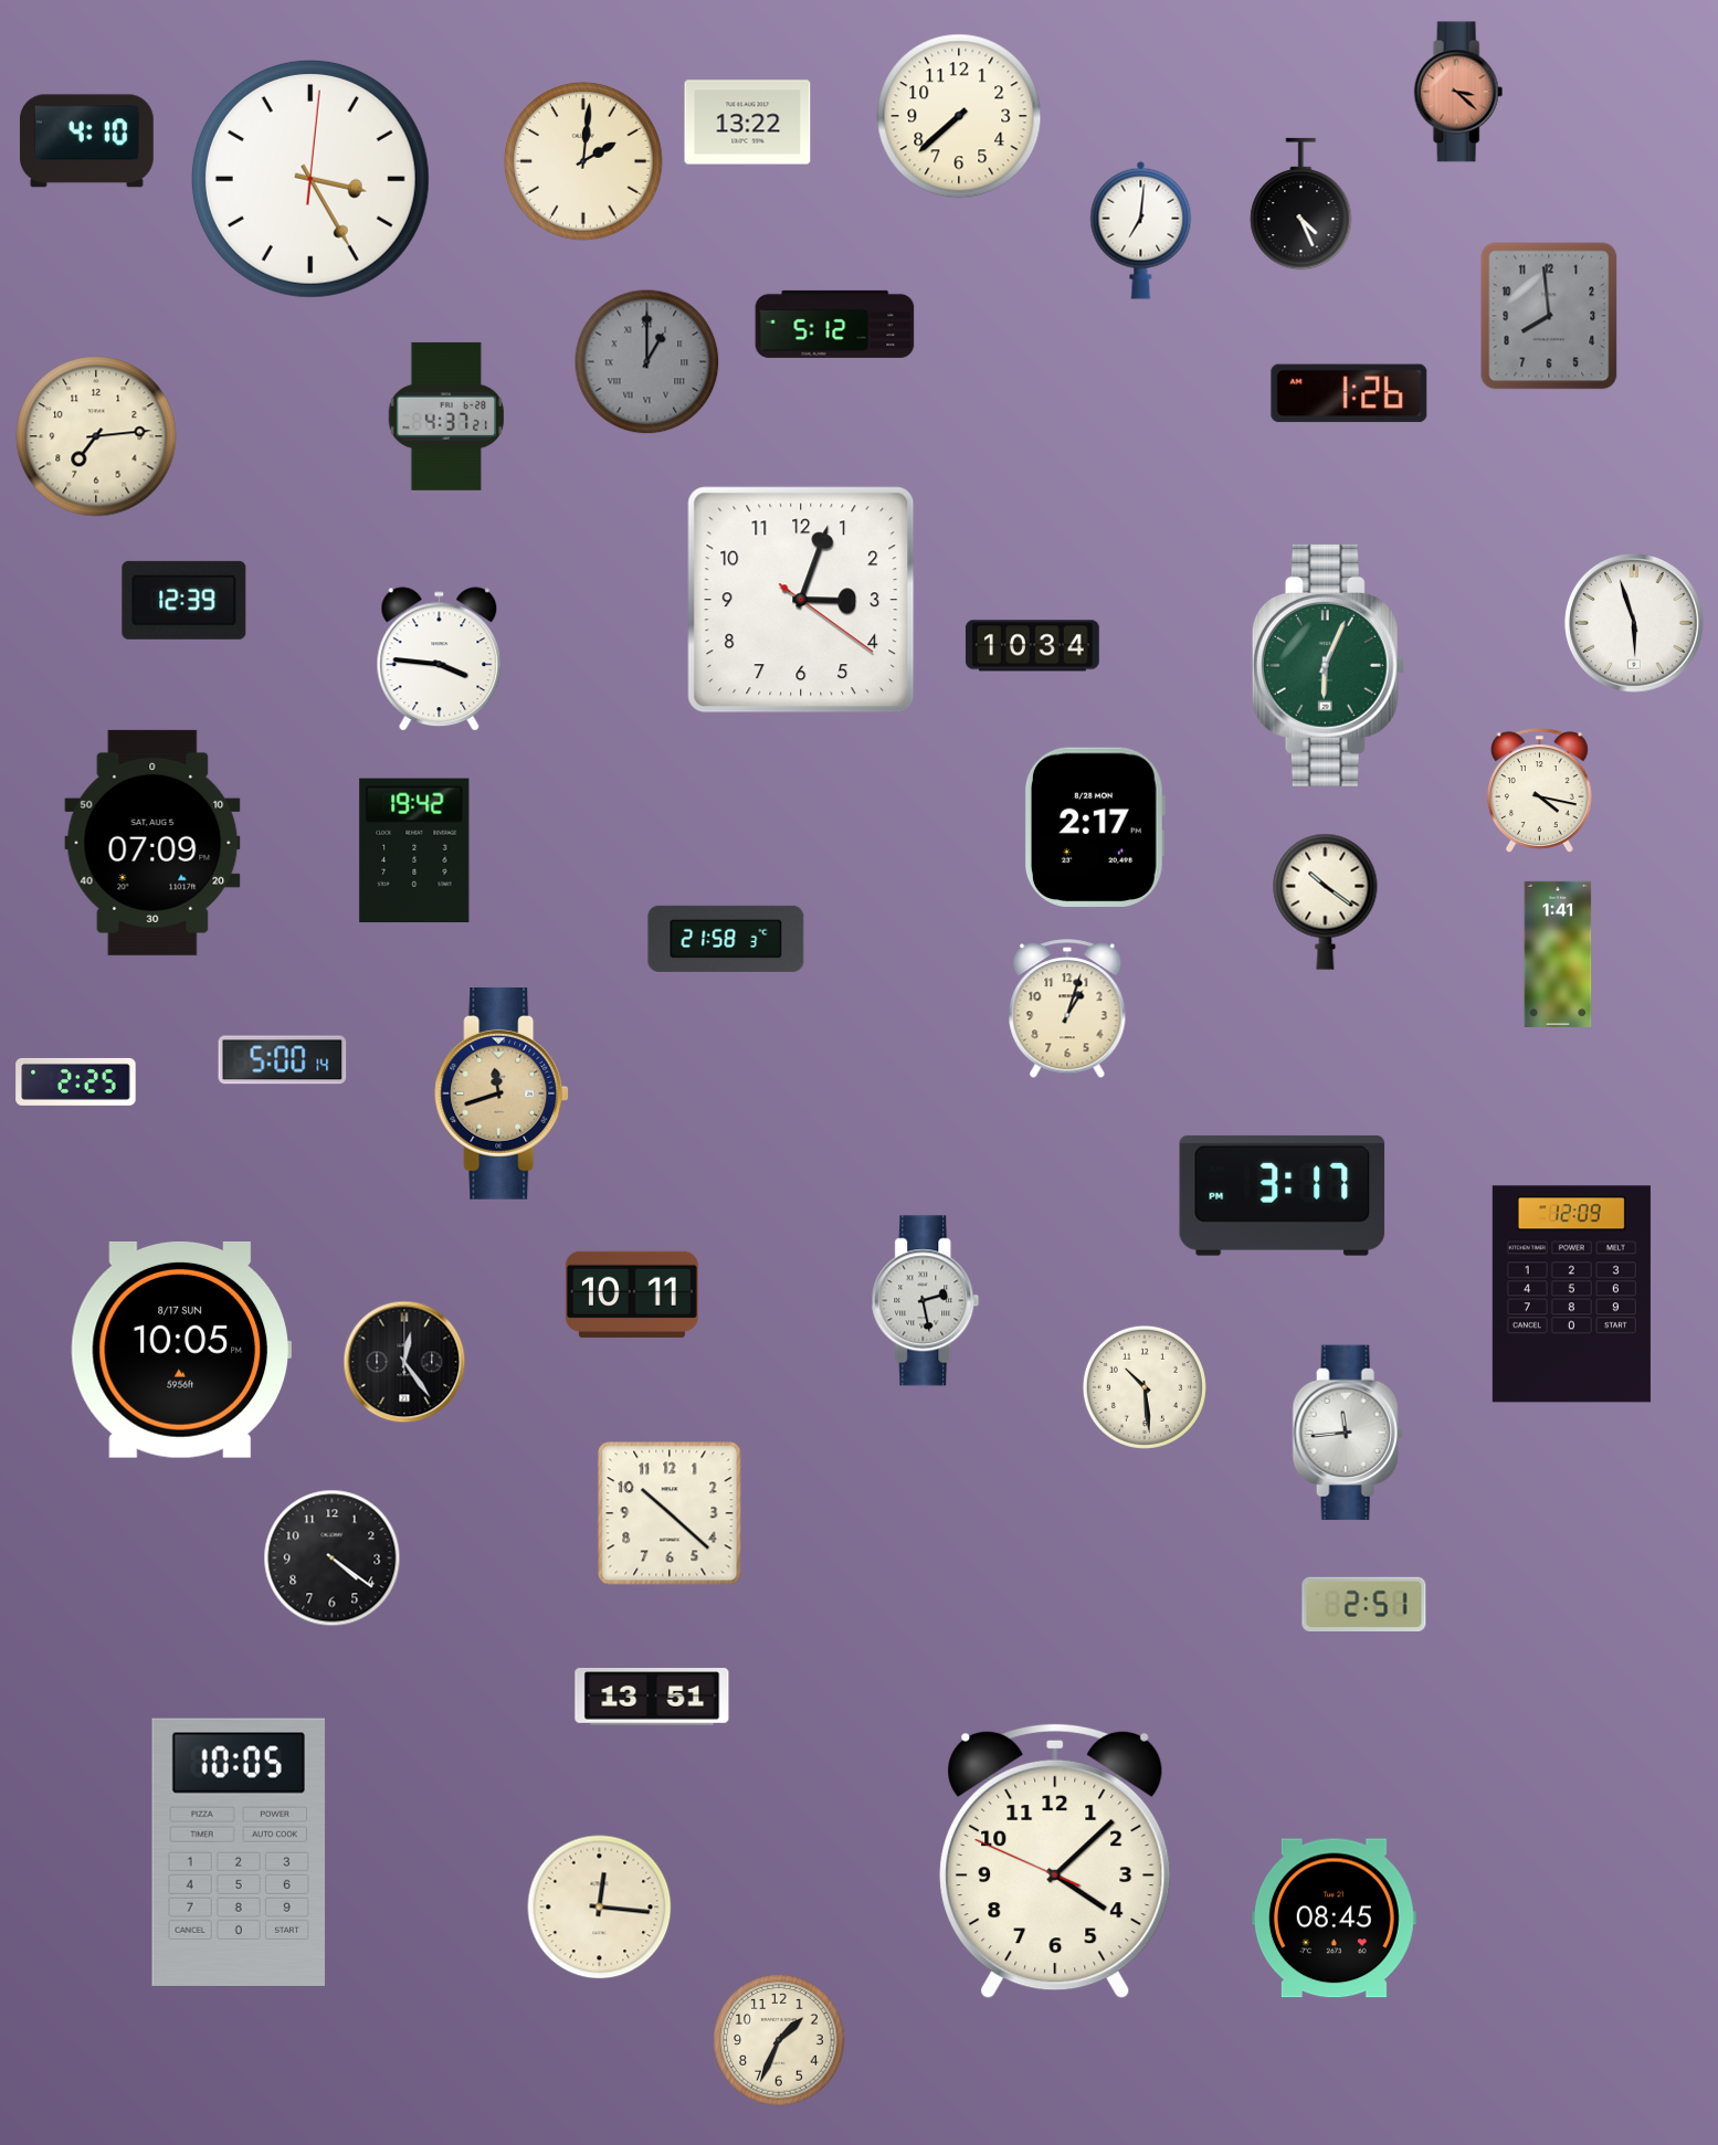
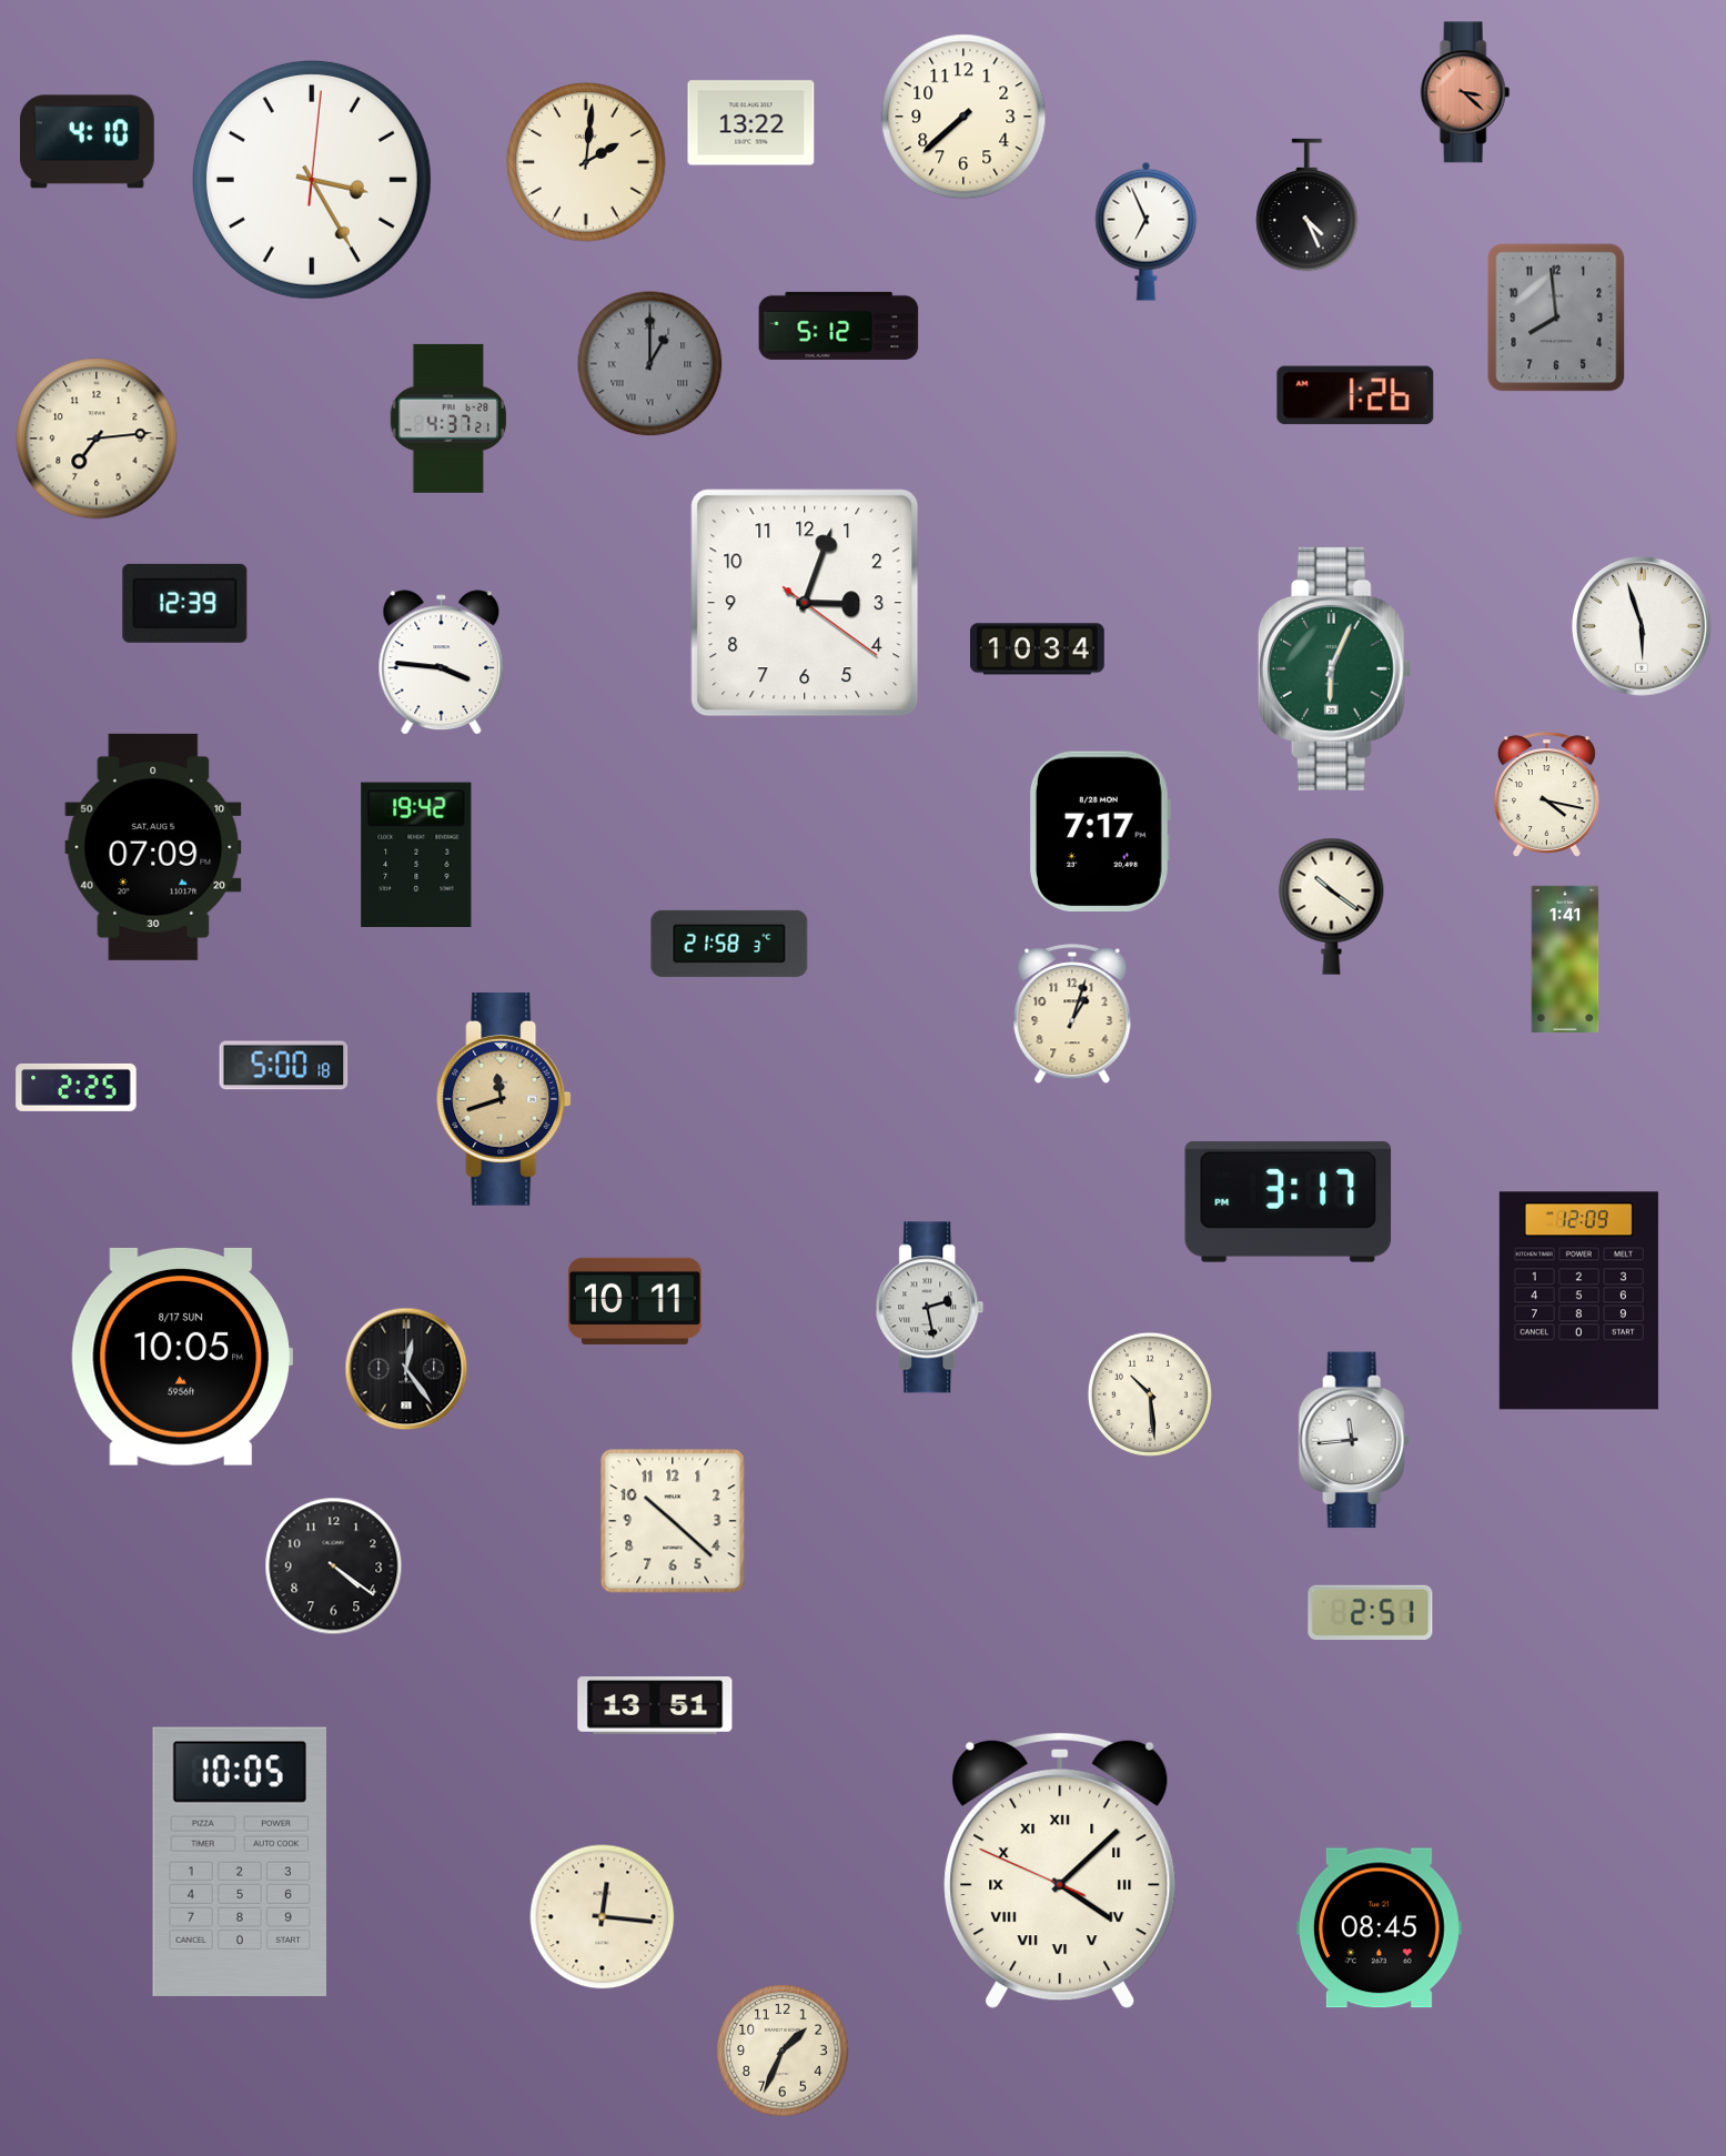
clock at (1141, 230): 7:01 -> 6:56
clock at (1094, 826): 2:17 -> 7:17
clock at (283, 1060): 5:00:14 -> 5:00:18
clock at (1055, 1861) numerals: Arabic -> Roman
clock at (1334, 1919) position: (1334, 1919) -> (1379, 1928)
